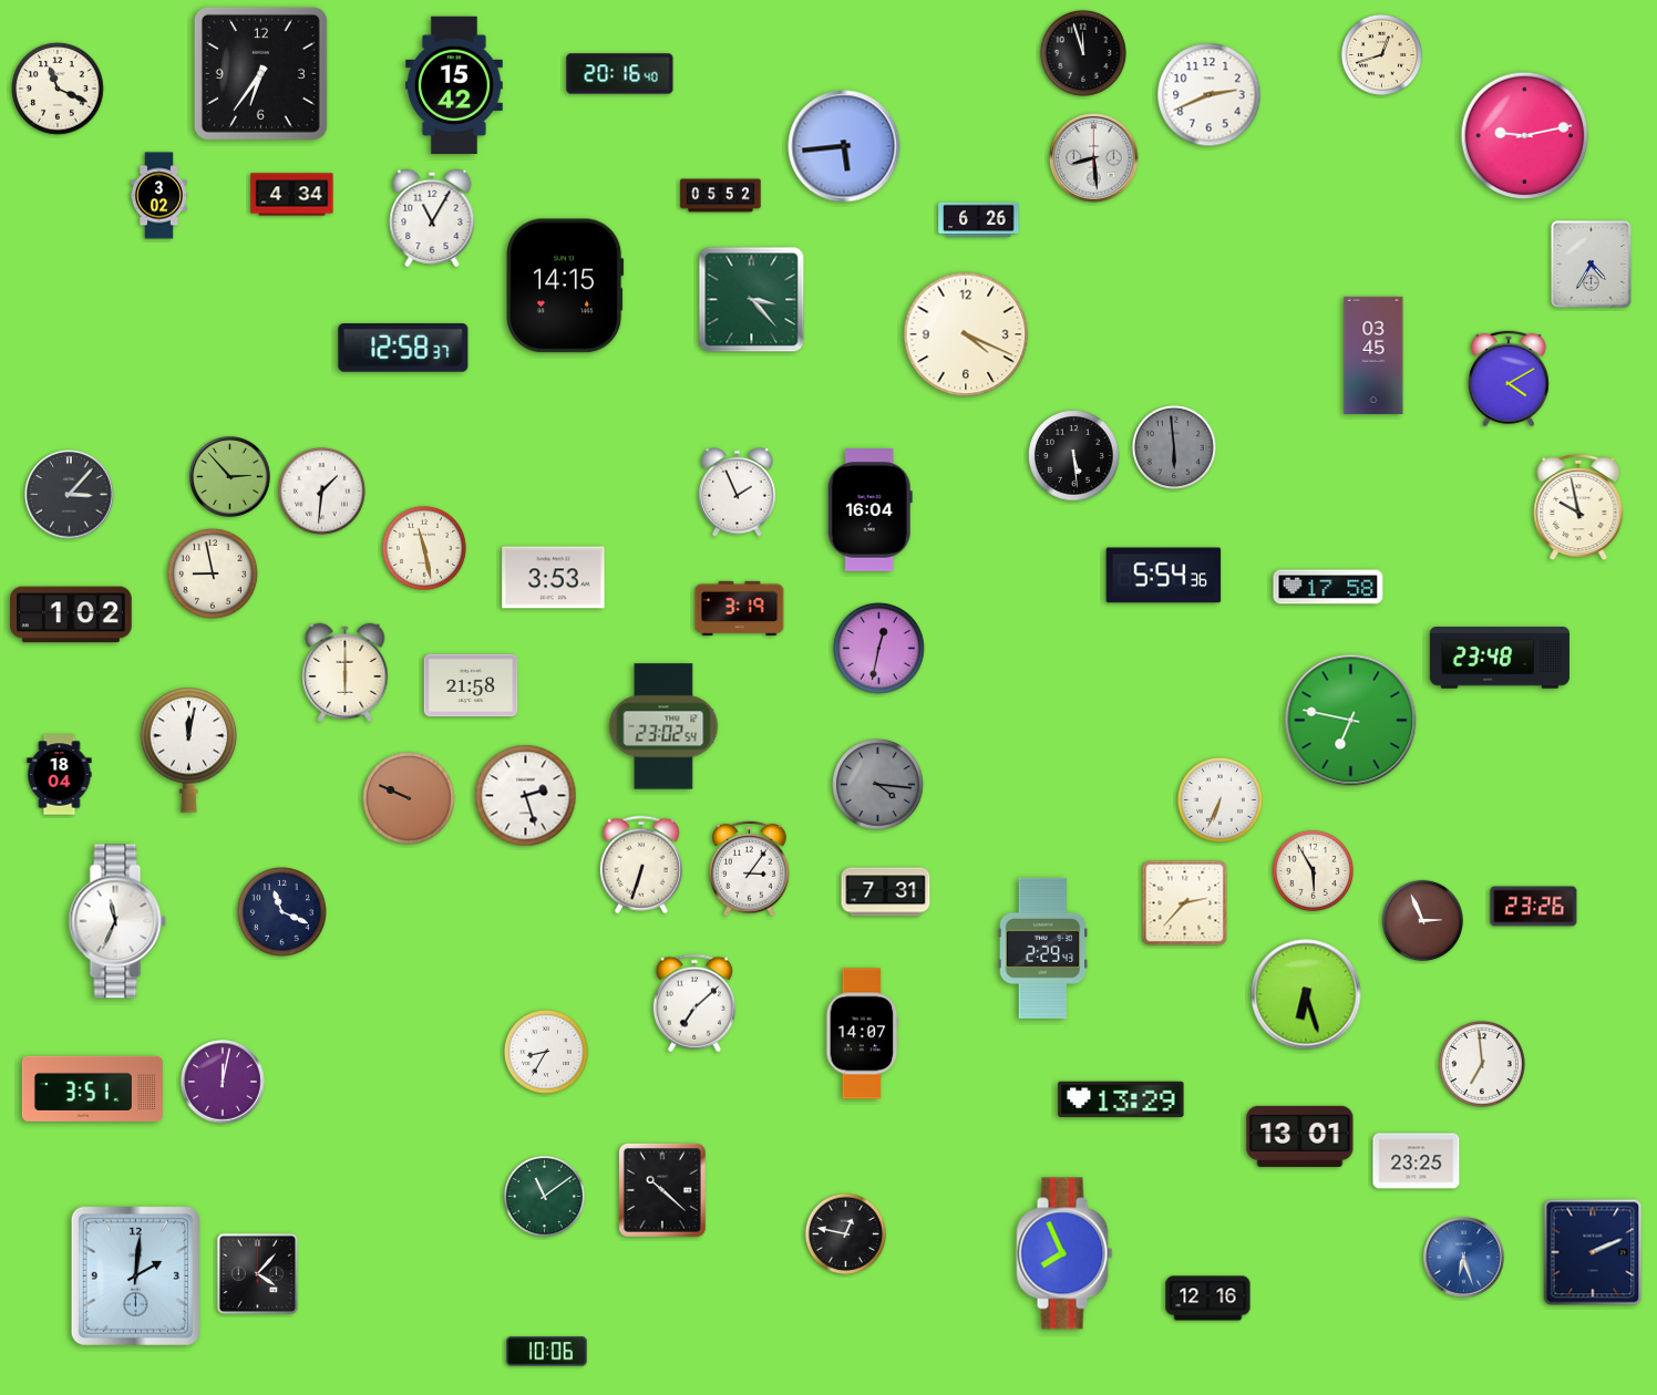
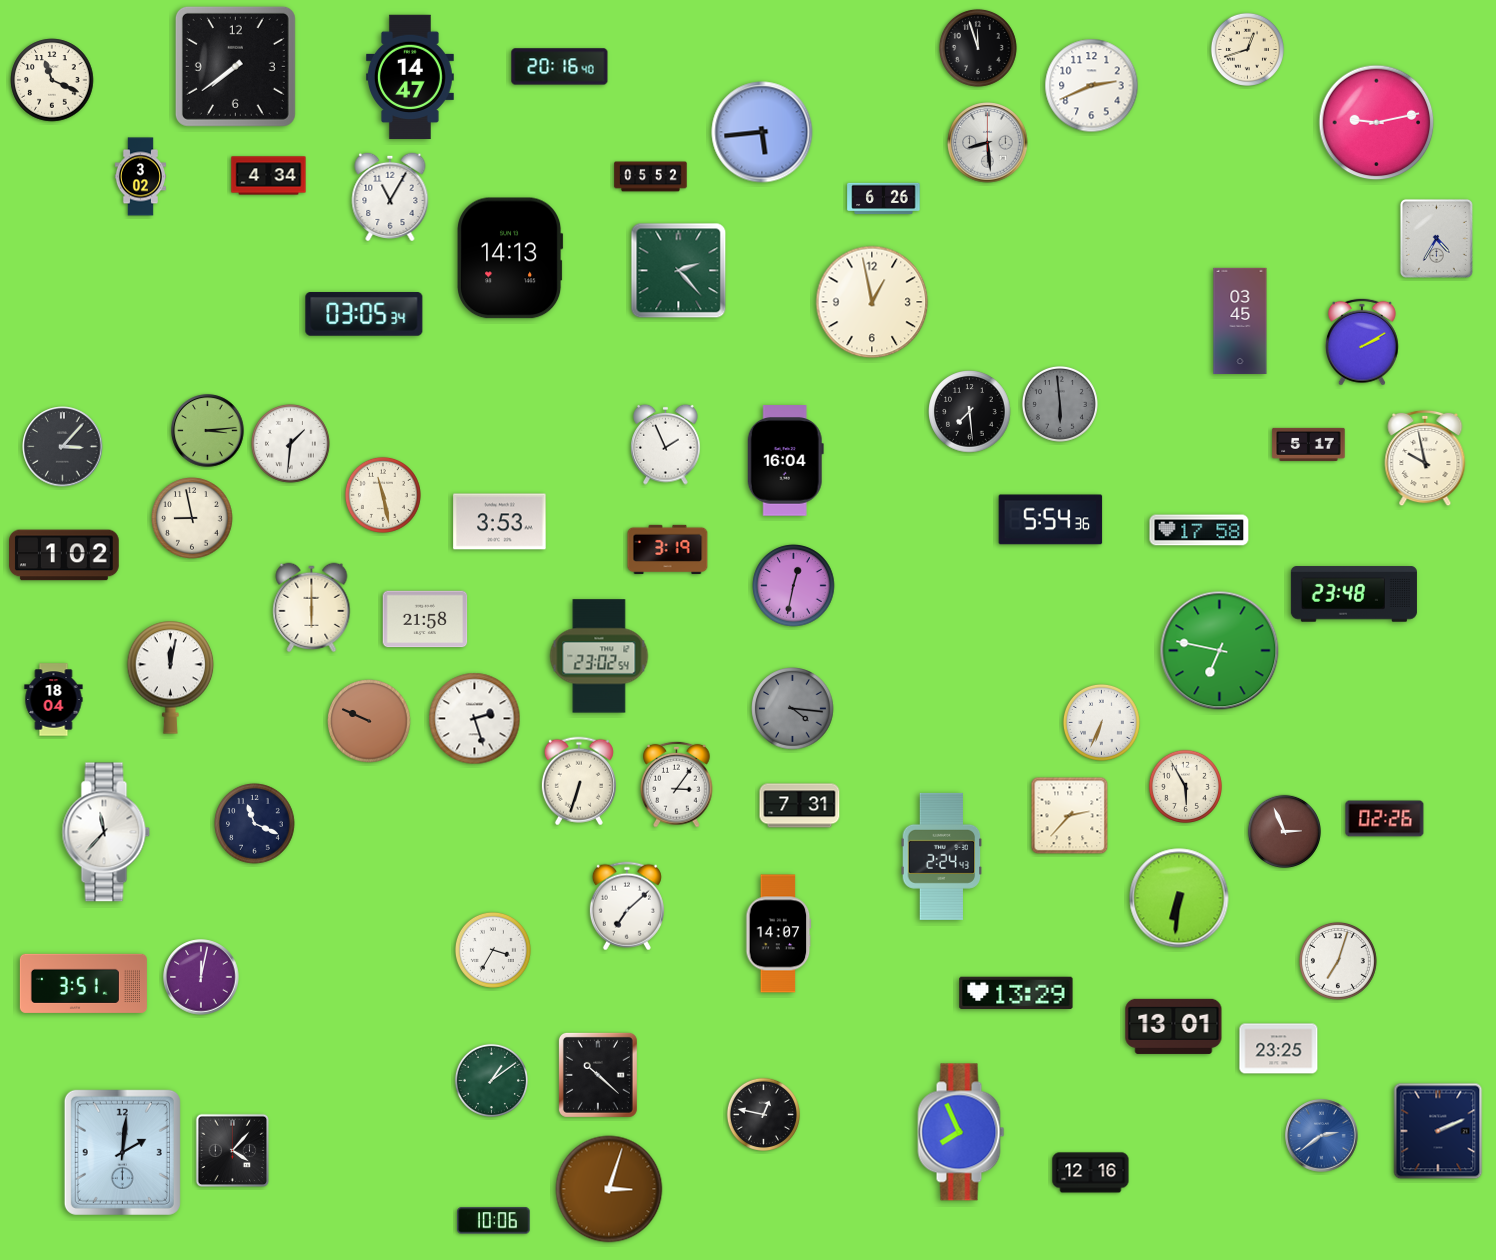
clock at (260, 73): 6:36 -> 7:39
clock at (454, 85): 15:42 -> 14:47
clock at (292, 195) position: (292, 195) -> (269, 176)
clock at (158, 196) position: (158, 196) -> (140, 177)
clock at (566, 286): 14:15 -> 14:13
clock at (752, 300): 3:23 -> 2:23
clock at (966, 334): 4:19 -> 12:58
clock at (403, 349): 12:58 -> 03:05
clock at (1509, 379): 4:10 -> 2:10
clock at (1074, 456): 5:29 -> 7:29
clock at (230, 477): 2:53 -> 3:14
clock at (1309, 444): none -> 5:17
clock at (1534, 907): 23:26 -> 02:26
clock at (117, 921): 11:34 -> 11:37
clock at (1043, 948): 2:29 -> 2:24
clock at (1306, 994): 6:27 -> 6:31
clock at (546, 1052): 8:35 -> 3:35
clock at (1482, 1064): 6:59 -> 7:03
clock at (1121, 1099) position: (1121, 1099) -> (1016, 993)
clock at (544, 1196): 11:09 -> 1:09
clock at (1464, 1258): 6:27 -> 2:39
clock at (609, 1189): none -> 3:03
